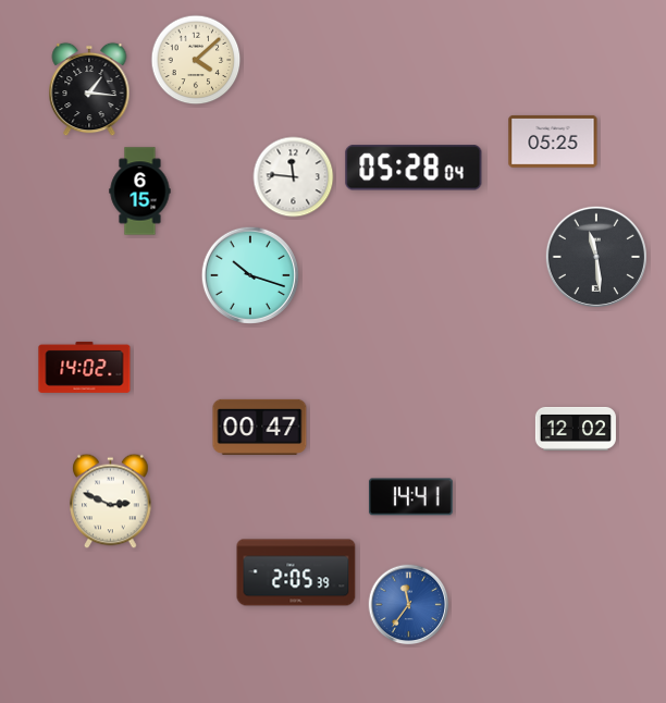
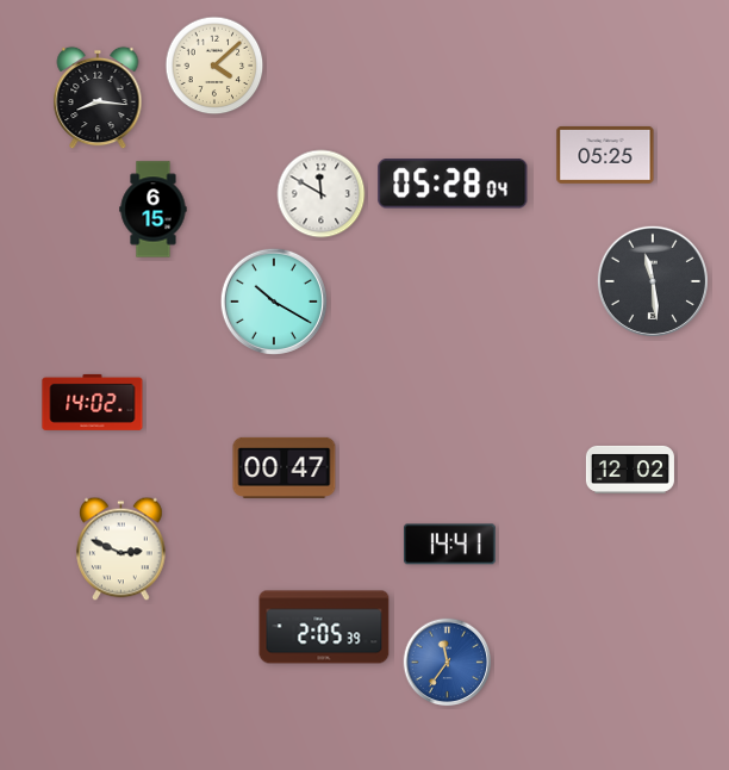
clock at (89, 89): 1:16 -> 8:16
clock at (294, 177): 11:46 -> 11:50
clock at (249, 274): 10:18 -> 10:20
